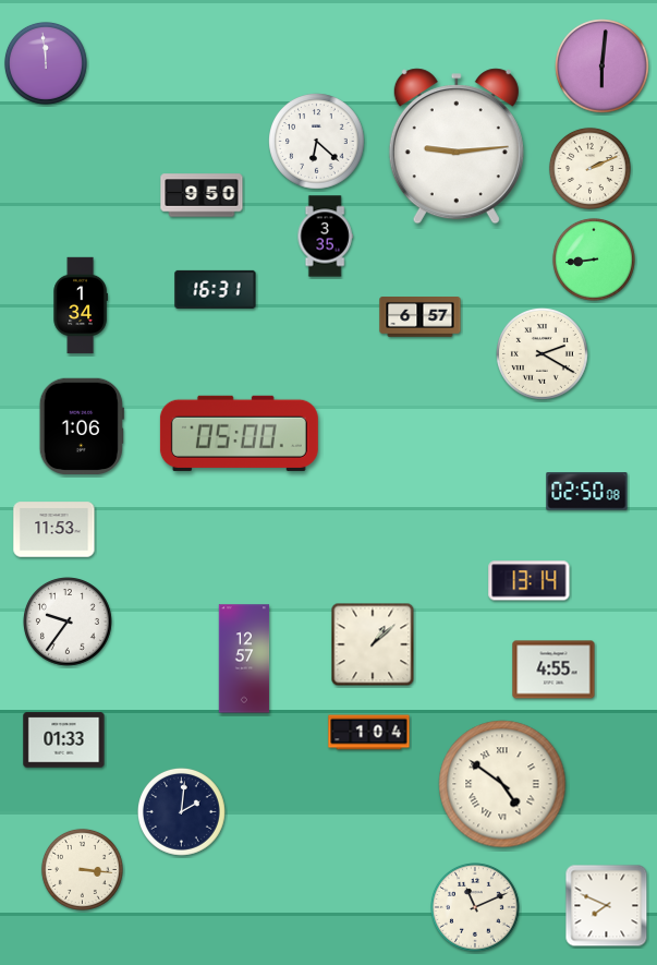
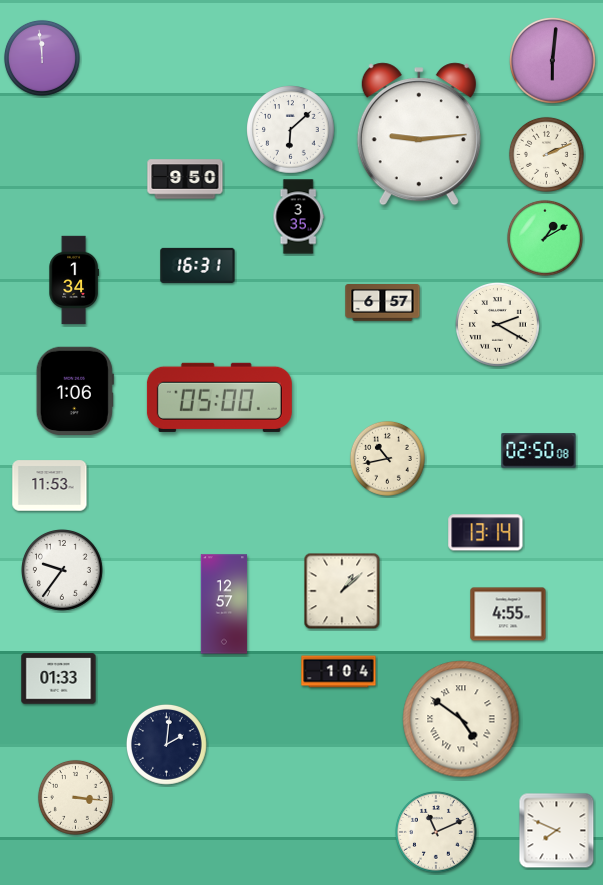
clock at (317, 142): 6:22 -> 6:08
clock at (589, 168) position: (589, 168) -> (546, 154)
clock at (594, 260): 8:44 -> 1:10
clock at (421, 317) position: (421, 317) -> (383, 303)
clock at (387, 458): none -> 10:43
